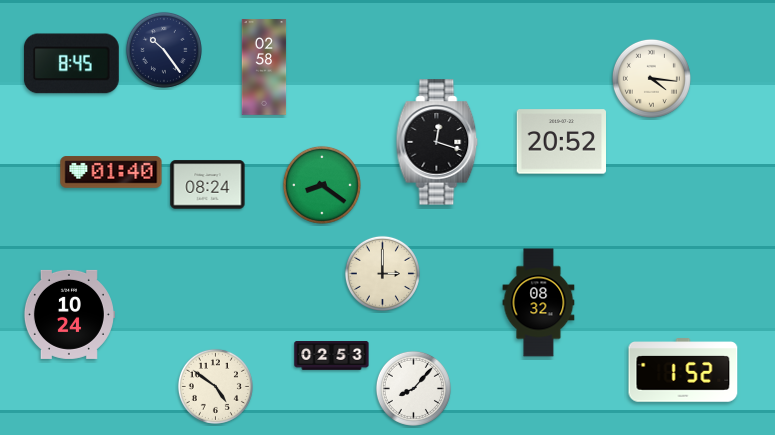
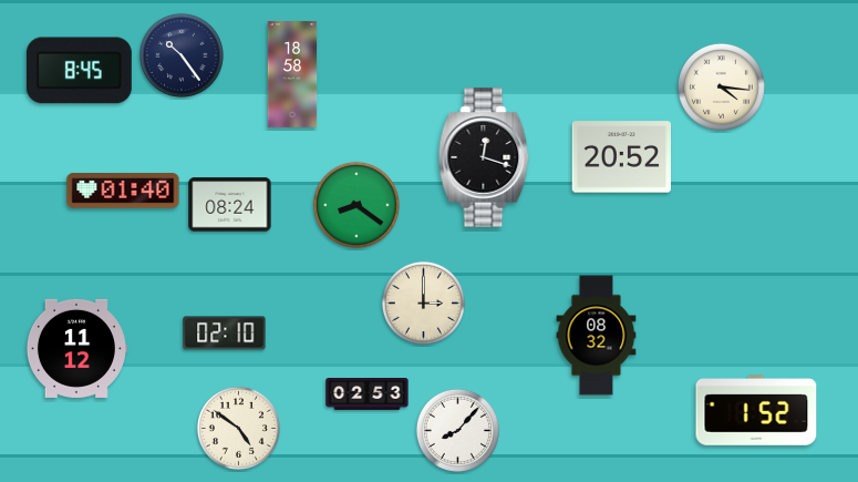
clock at (264, 67): 02:58 -> 18:58
clock at (225, 334): none -> 02:10
clock at (69, 314): 10:24 -> 11:12
